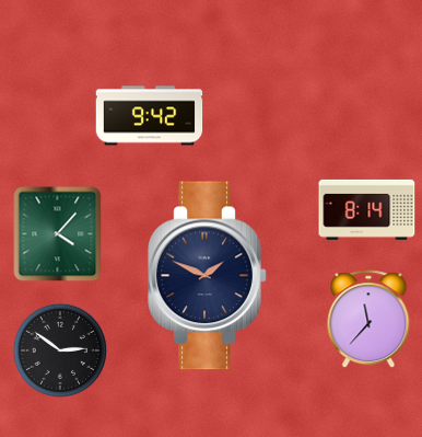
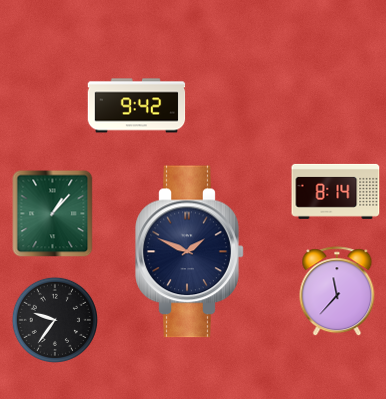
clock at (58, 233): 4:07 -> 1:07
clock at (59, 349): 2:51 -> 9:36
